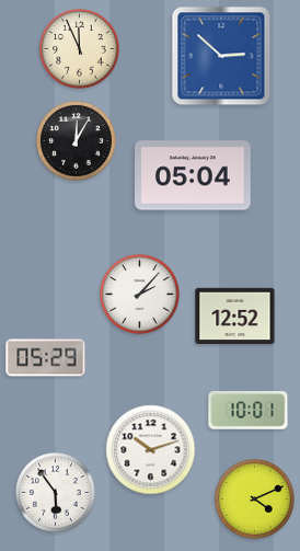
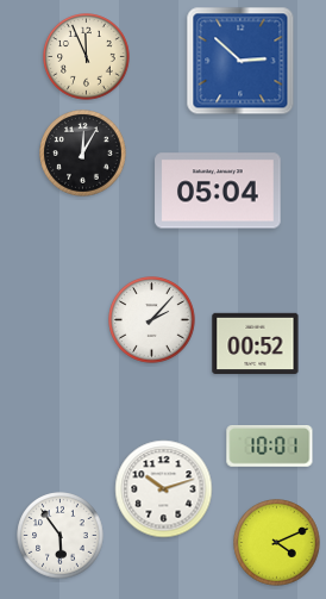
clock at (80, 49) position: (80, 49) -> (87, 57)
clock at (193, 175) position: (193, 175) -> (218, 191)
clock at (235, 317): 12:52 -> 00:52
clock at (46, 358): 05:29 -> none
